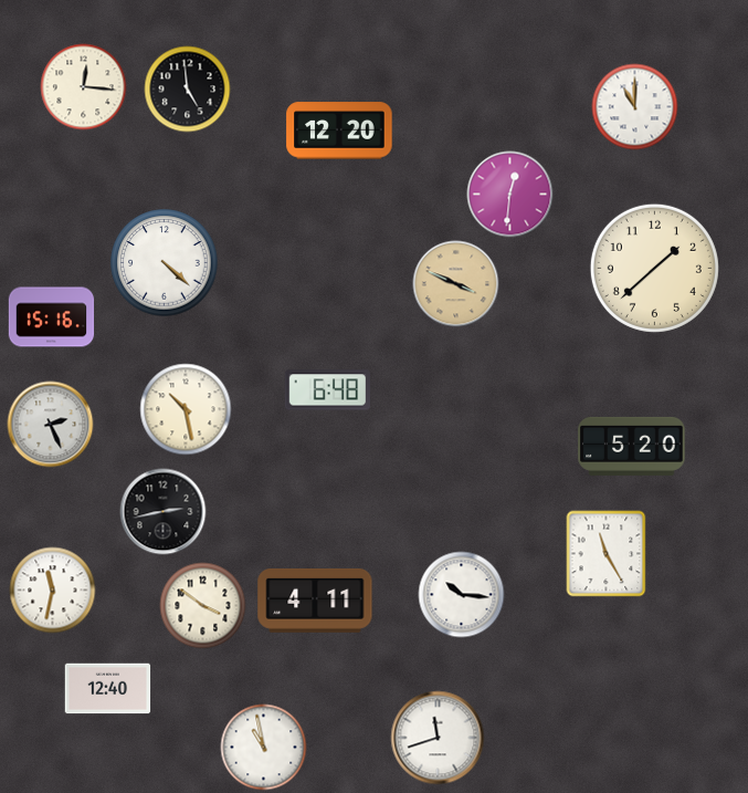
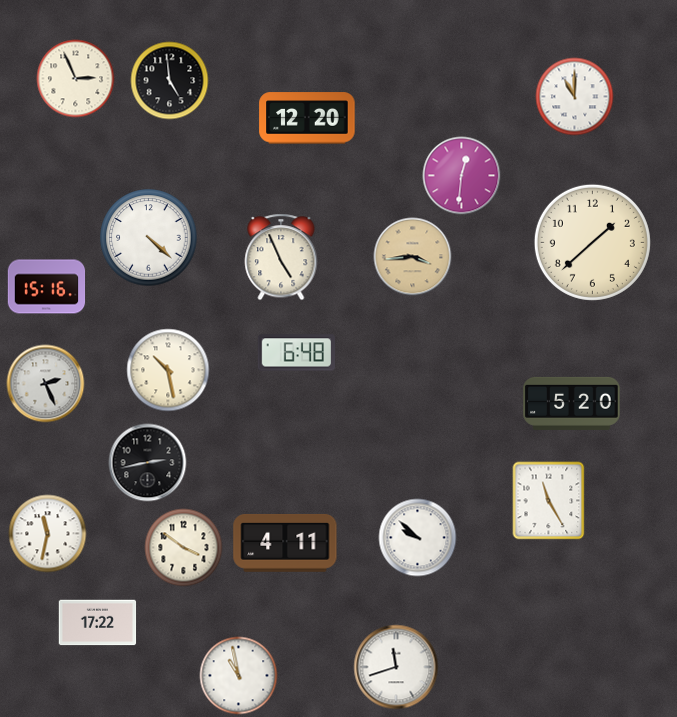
clock at (83, 86): 12:16 -> 2:56
clock at (455, 283): 3:49 -> 3:44
clock at (281, 257): none -> 4:56
clock at (461, 594): 10:16 -> 9:52
clock at (107, 689): 12:40 -> 17:22
